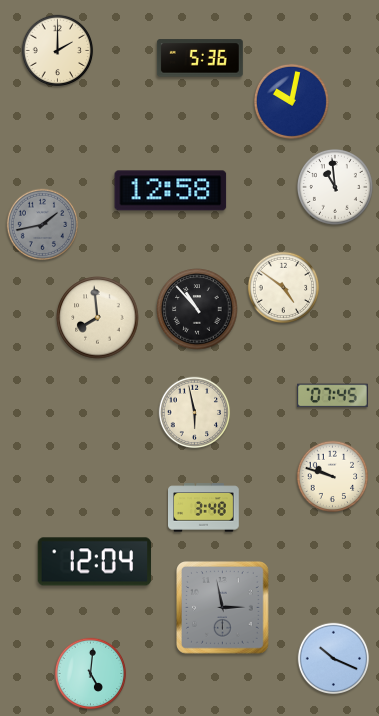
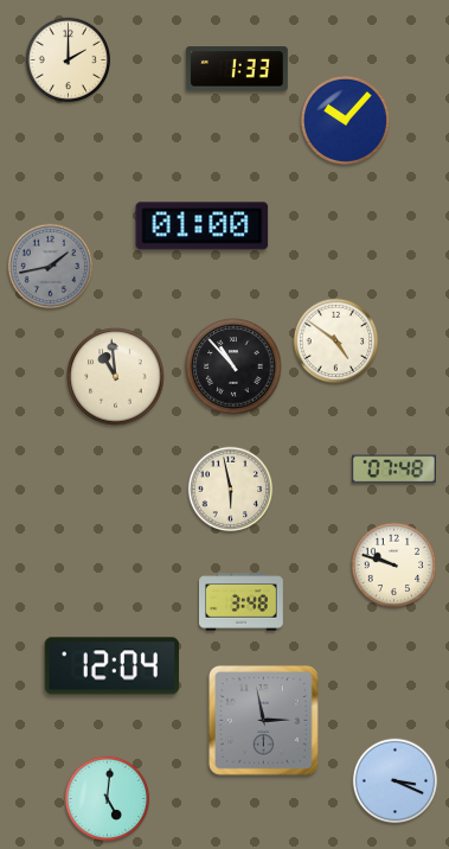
clock at (200, 58): 5:36 -> 1:33
clock at (291, 101): 10:02 -> 10:07
clock at (335, 187): 10:59 -> none
clock at (171, 191): 12:58 -> 01:00
clock at (98, 318): 7:59 -> 10:59
clock at (333, 396): 07:45 -> 07:48
clock at (334, 659): 10:19 -> 3:19
